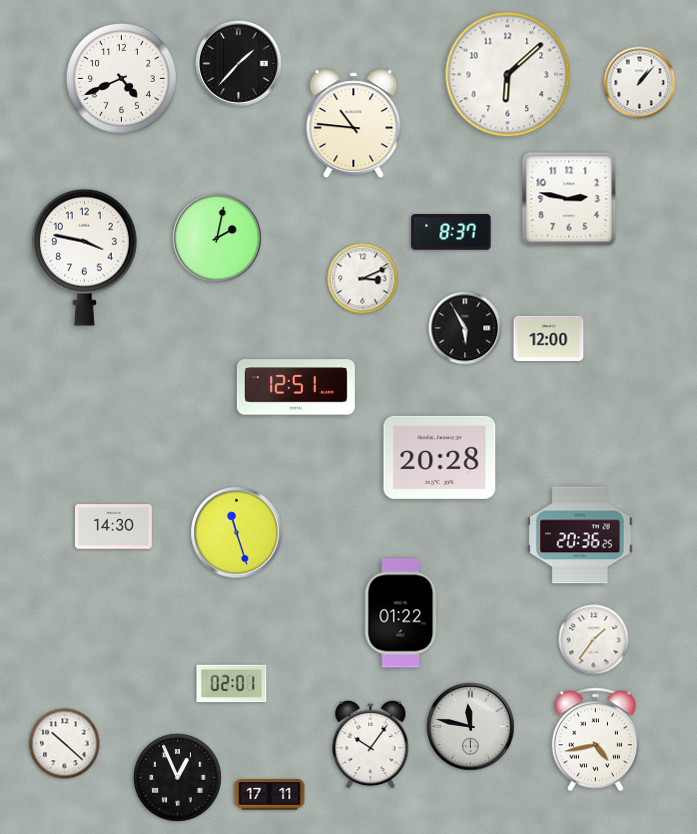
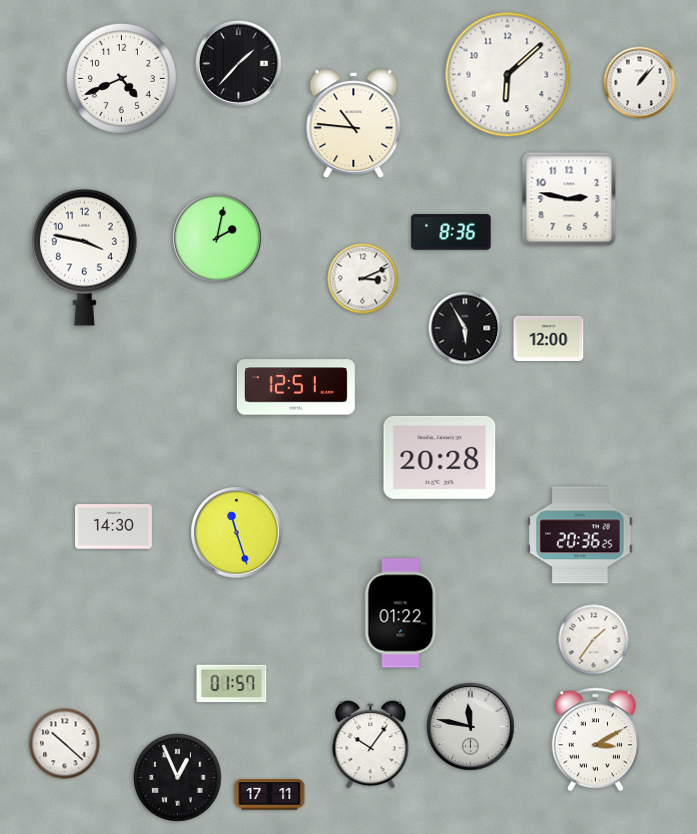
clock at (451, 232): 8:37 -> 8:36
clock at (232, 684): 02:01 -> 01:57
clock at (595, 740): 4:43 -> 3:10
